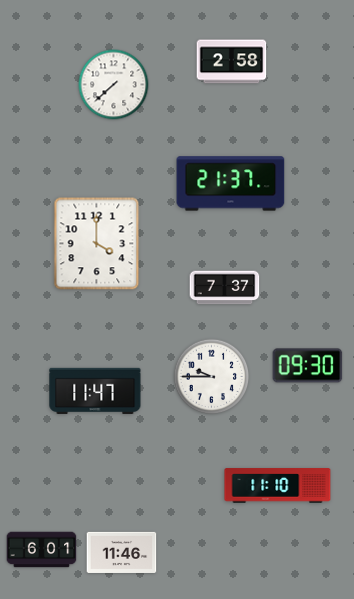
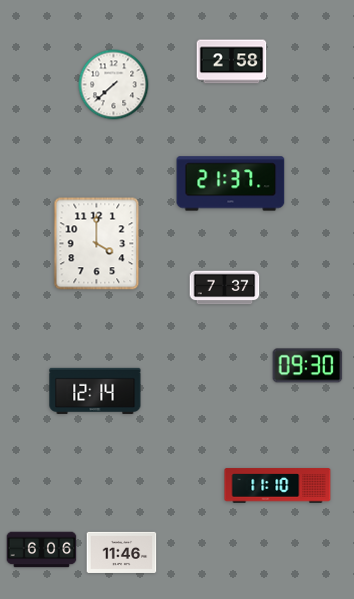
clock at (212, 377): 9:45 -> none
clock at (95, 391): 11:47 -> 12:14
clock at (42, 550): 6:01 -> 6:06
